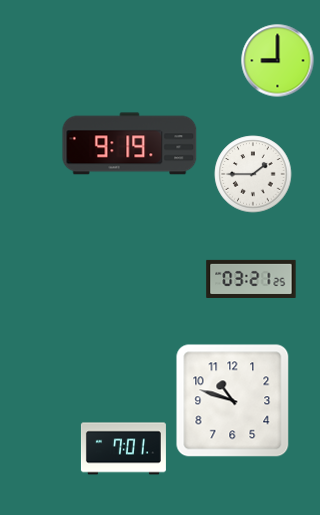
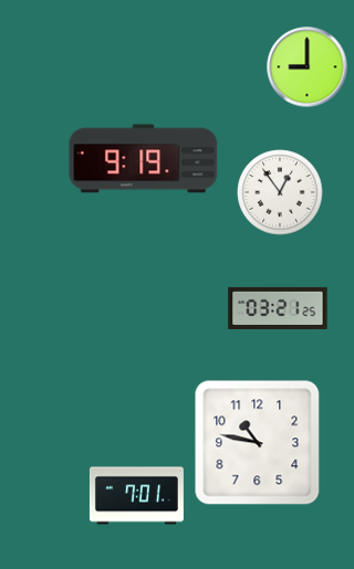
clock at (253, 174): 1:45 -> 12:54
clock at (233, 401): 10:48 -> 10:47
